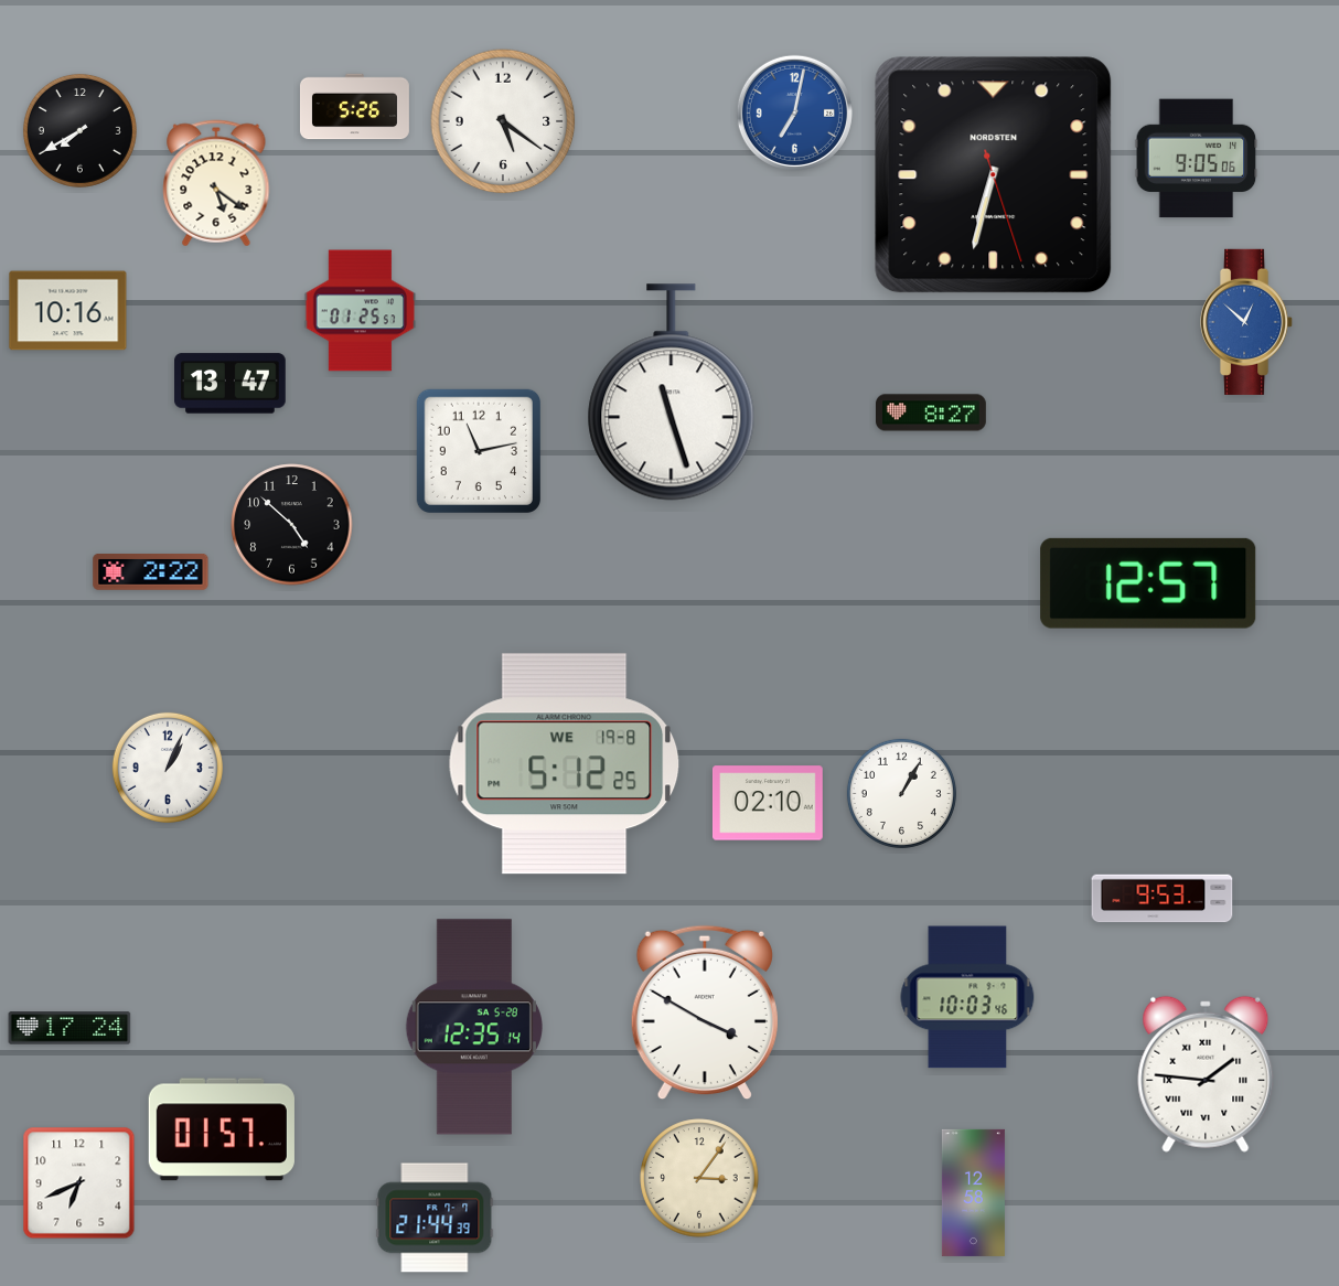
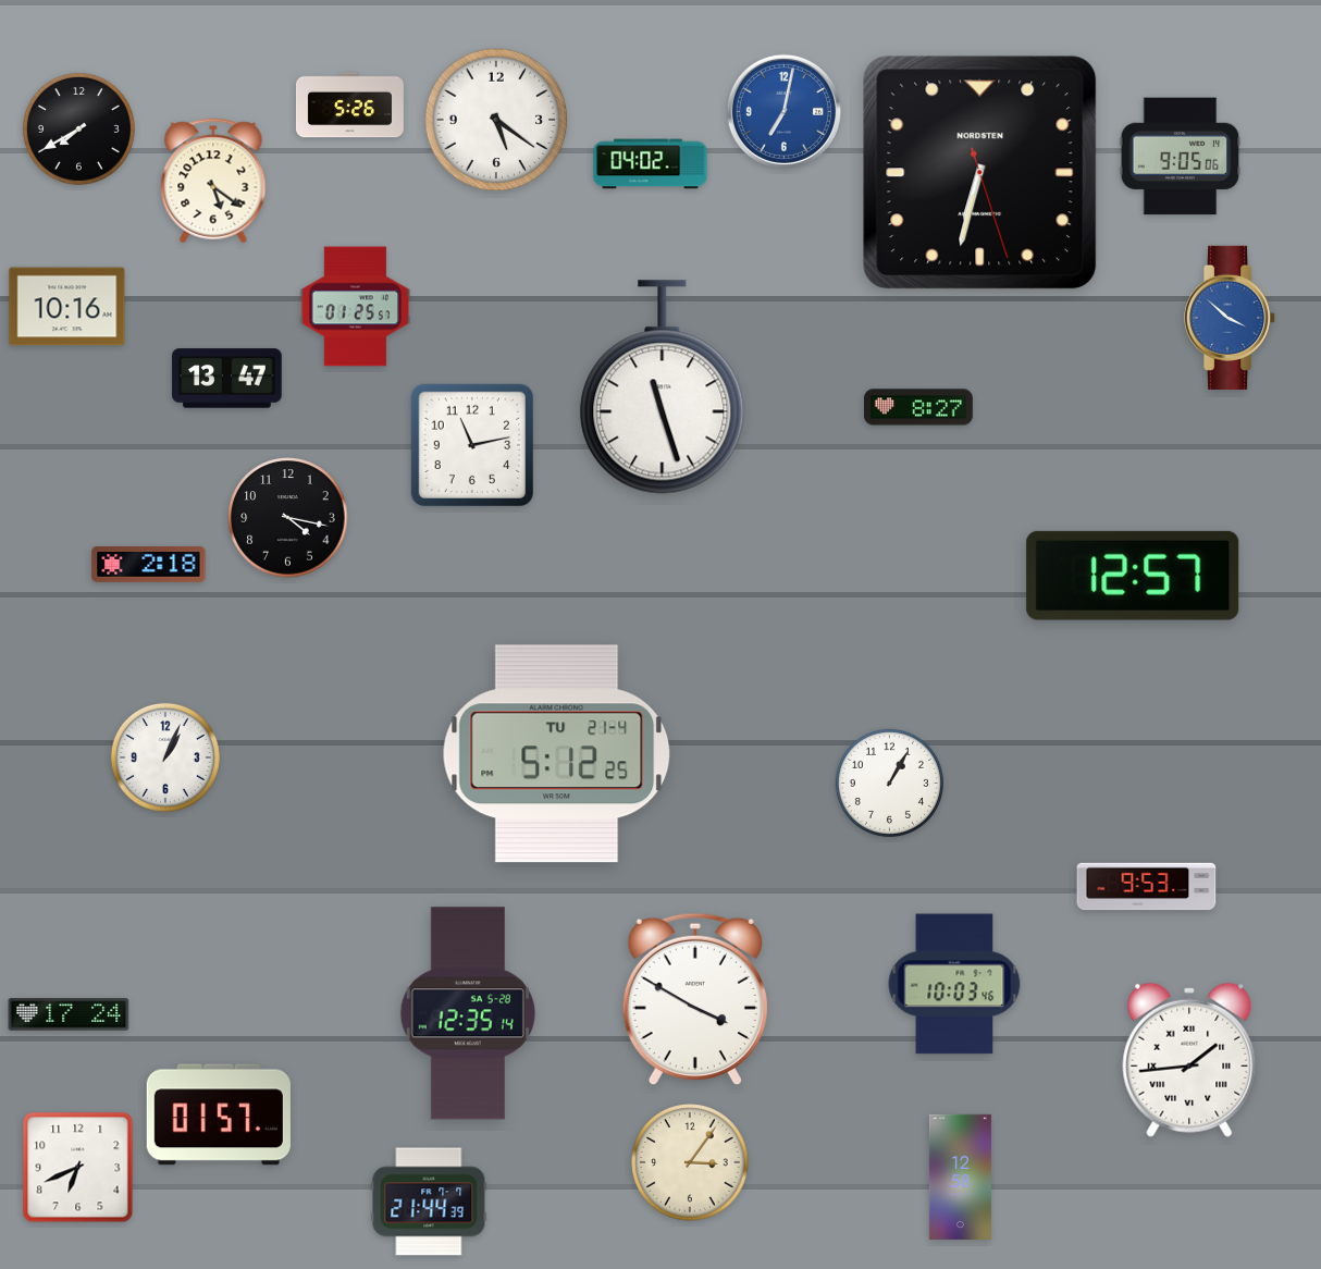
clock at (651, 164): none -> 04:02
clock at (1247, 322): 12:52 -> 3:52
clock at (292, 525): 4:52 -> 4:17
clock at (151, 572): 2:22 -> 2:18
clock at (565, 764) date: WE 19-8 -> TU 21-4
clock at (768, 803): 02:10 -> none
clock at (1206, 1074): 1:46 -> 1:44
